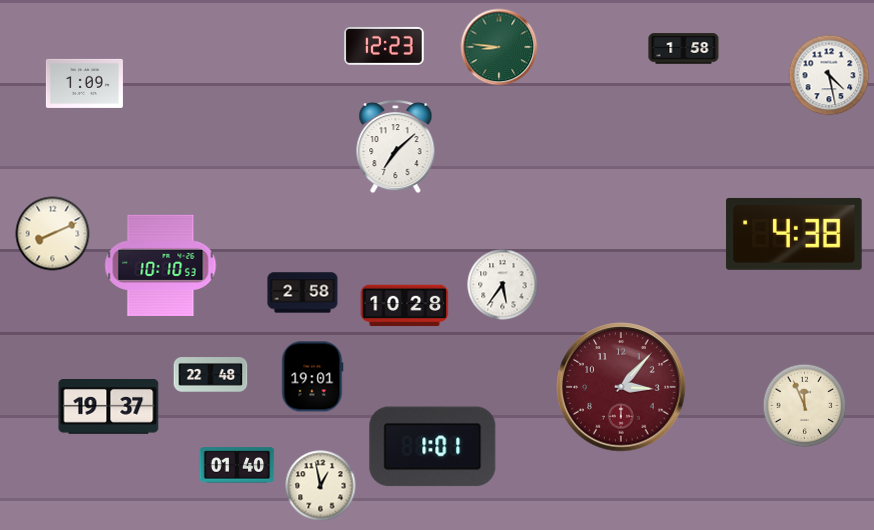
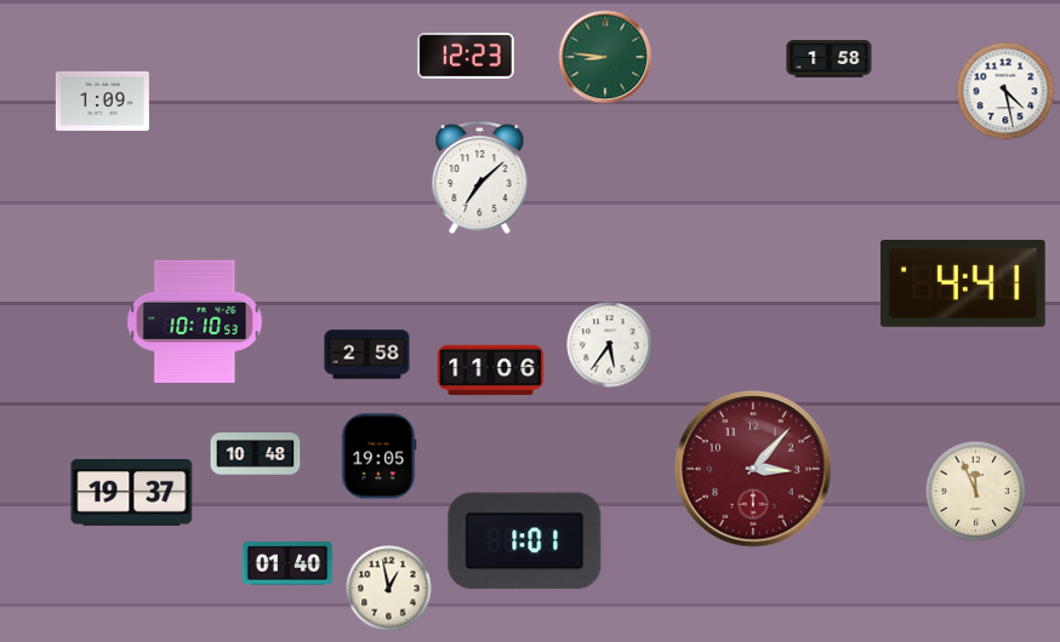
clock at (53, 234): 8:11 -> none
clock at (794, 234): 4:38 -> 4:41
clock at (405, 306): 10:28 -> 11:06
clock at (211, 375): 22:48 -> 10:48
clock at (313, 377): 19:01 -> 19:05
